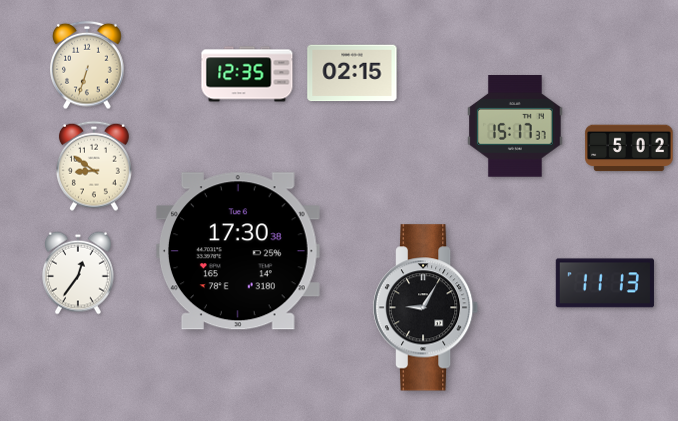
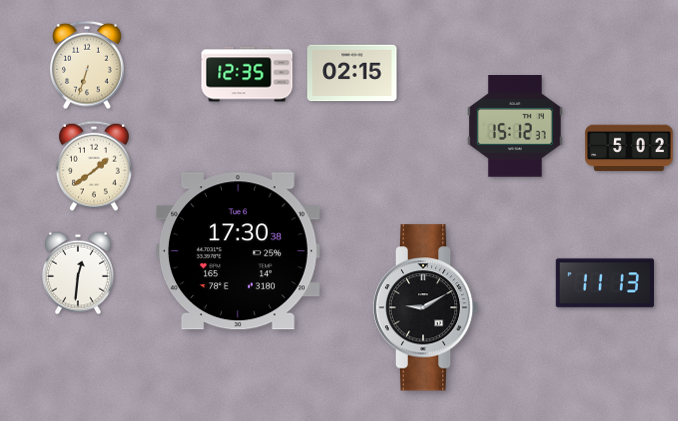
clock at (515, 127): 15:17 -> 15:12
clock at (94, 166): 8:51 -> 1:39
clock at (79, 273): 12:36 -> 12:31
clock at (426, 308): 9:05 -> 9:10
